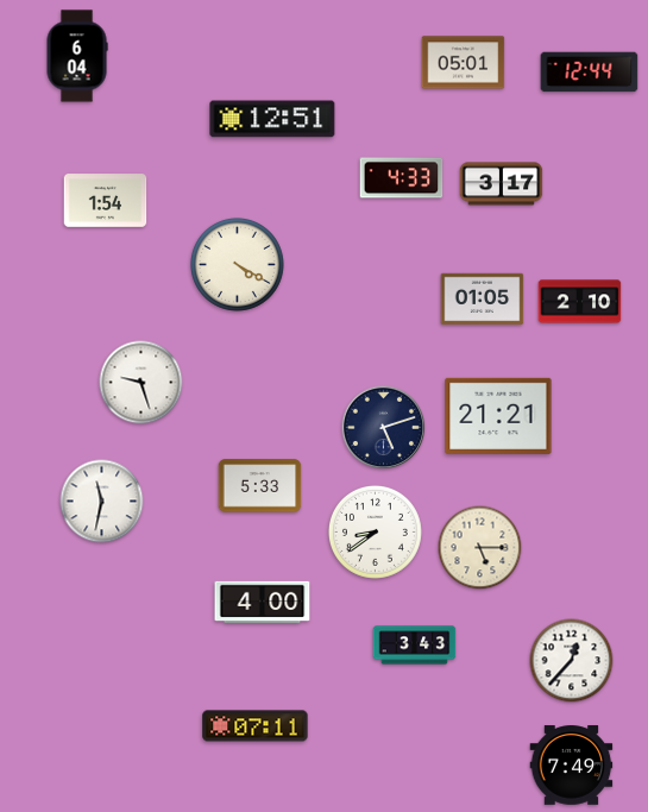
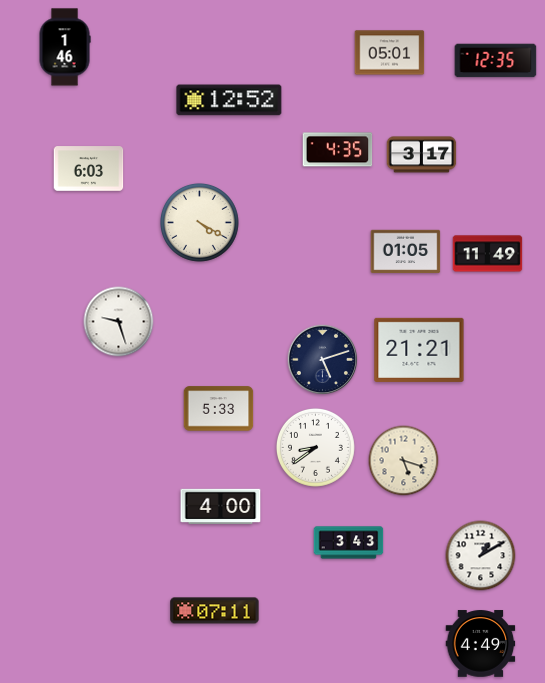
clock at (77, 56): 6:04 -> 1:46
clock at (590, 73): 12:44 -> 12:35
clock at (272, 119): 12:51 -> 12:52
clock at (402, 178): 4:33 -> 4:35
clock at (106, 201): 1:54 -> 6:03
clock at (580, 302): 2:10 -> 11:49
clock at (102, 502): 11:32 -> none
clock at (480, 548): 5:15 -> 5:18
clock at (572, 661): 12:37 -> 1:10
clock at (572, 766): 7:49 -> 4:49
